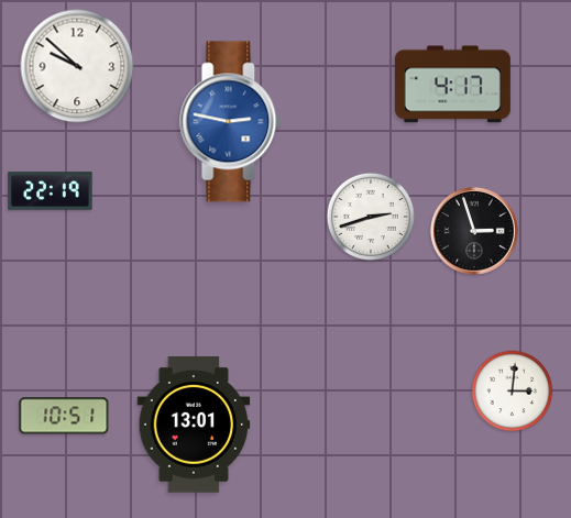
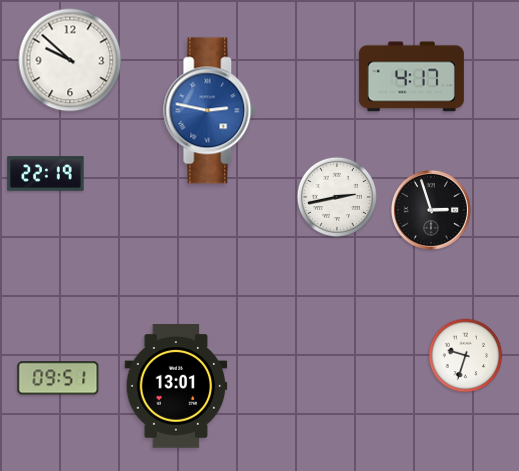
clock at (371, 217): 2:42 -> 2:43
clock at (513, 392): 3:01 -> 9:33
clock at (64, 416): 10:51 -> 09:51
